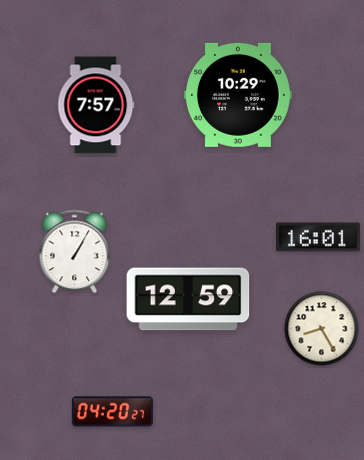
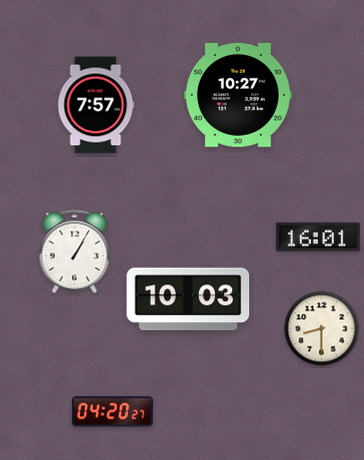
clock at (239, 95): 10:29 -> 10:27
clock at (188, 299): 12:59 -> 10:03
clock at (322, 329): 8:25 -> 8:30
